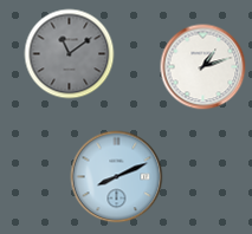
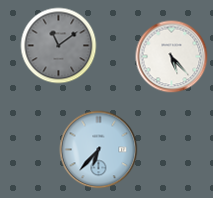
clock at (203, 67): 1:12 -> 5:23
clock at (117, 177): 8:11 -> 6:37
